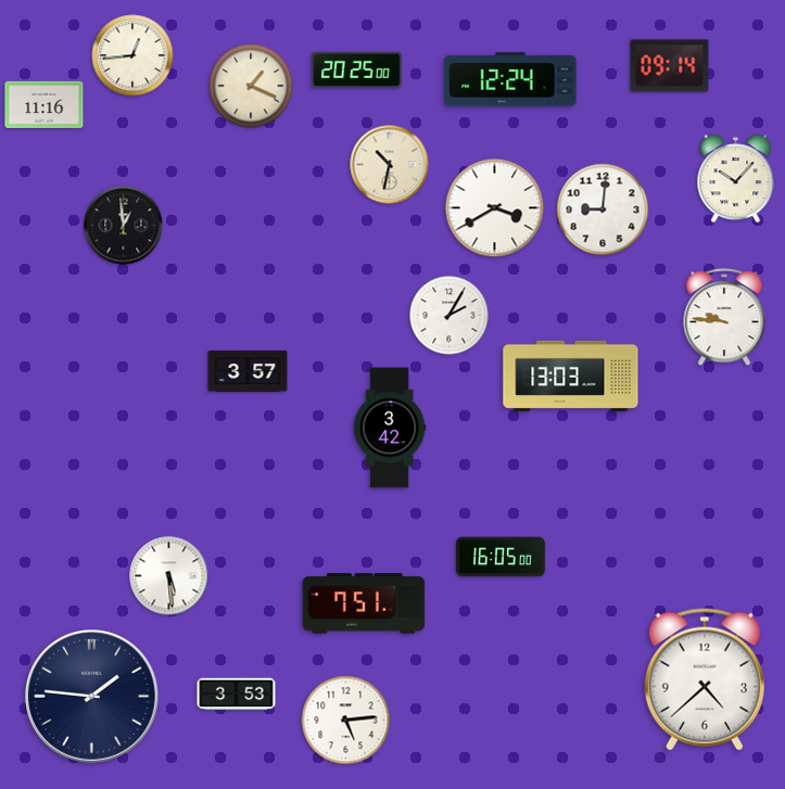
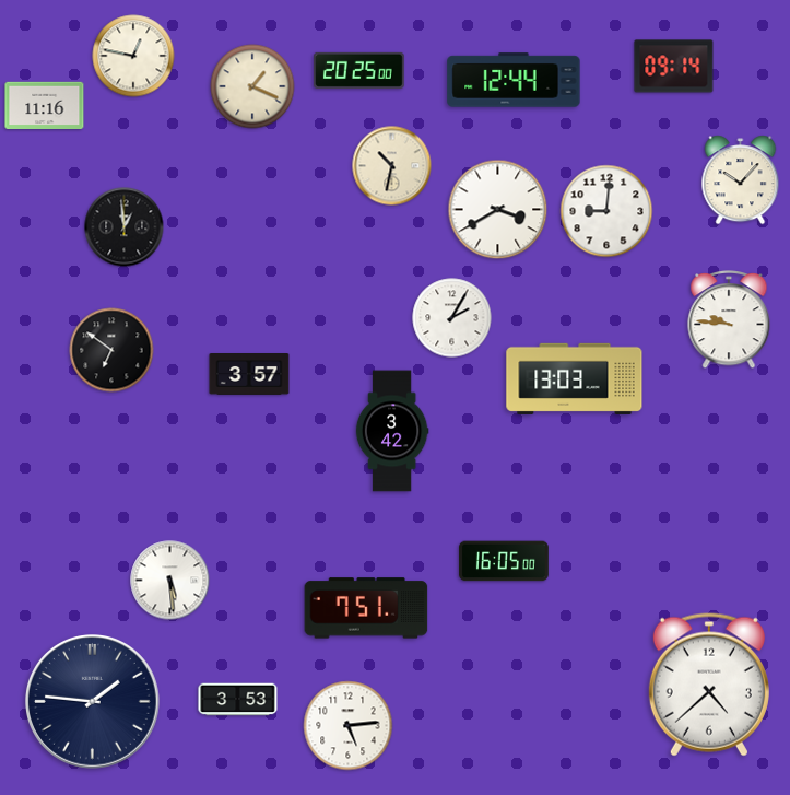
clock at (132, 55): 12:44 -> 12:47
clock at (510, 79): 12:24 -> 12:44
clock at (111, 350): none -> 6:51
